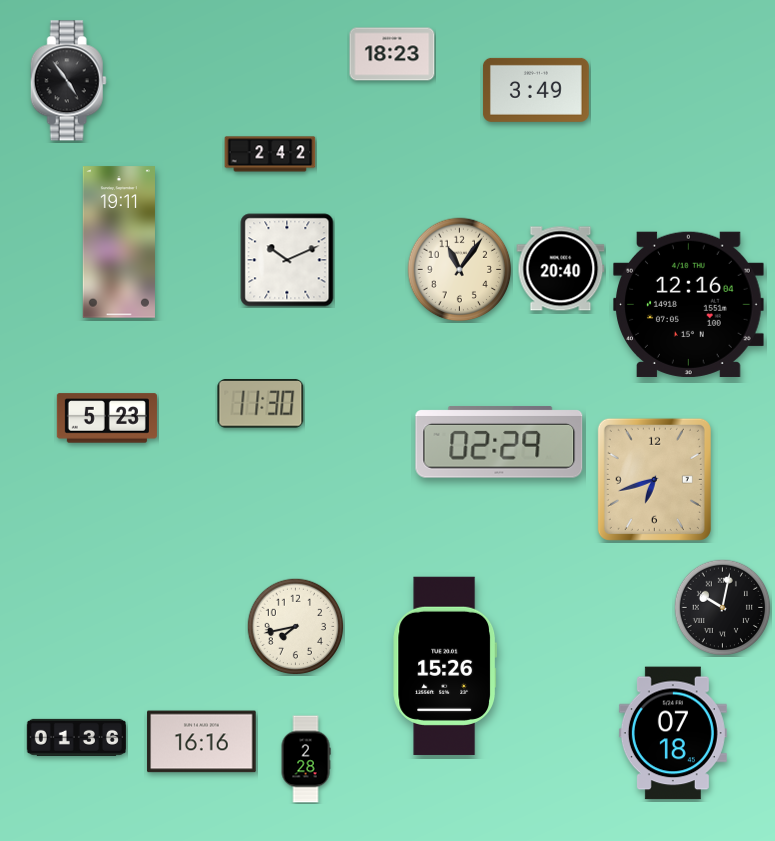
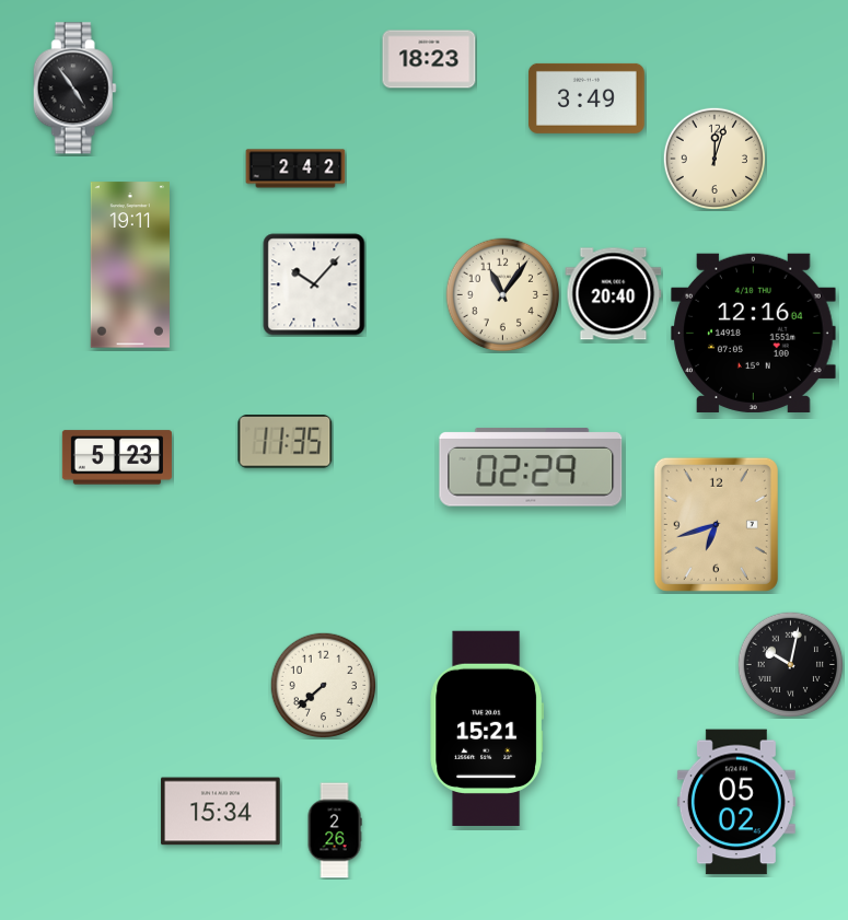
clock at (713, 158): none -> 12:03
clock at (287, 260): 10:11 -> 10:07
clock at (261, 404): 11:30 -> 11:35
clock at (499, 442) position: (499, 442) -> (531, 467)
clock at (295, 626): 7:43 -> 7:38
clock at (445, 666): 15:26 -> 15:21
clock at (673, 733): 07:18 -> 05:02
clock at (76, 737): 01:36 -> none
clock at (202, 742): 16:16 -> 15:34
clock at (306, 759): 2:28 -> 2:26
